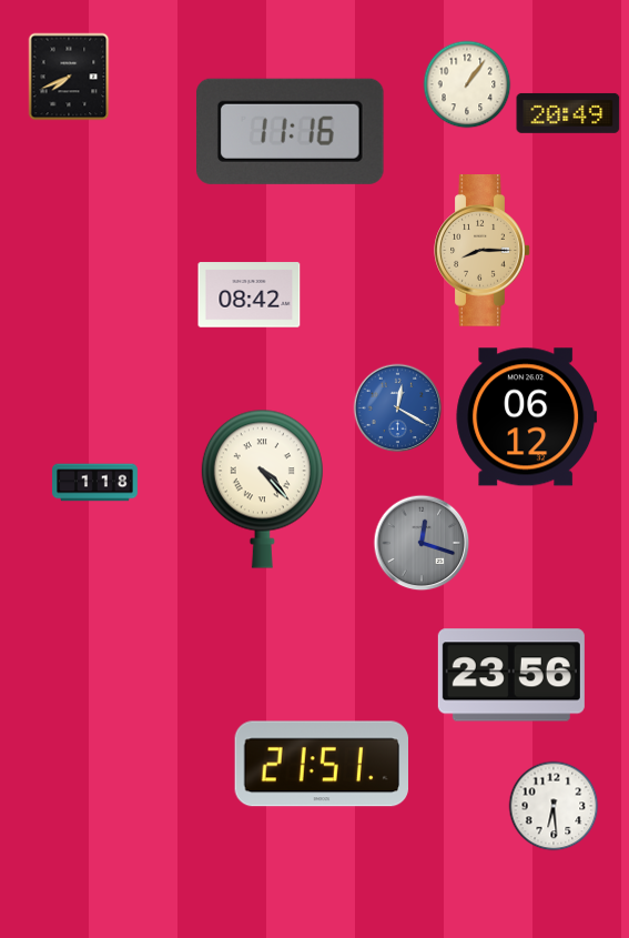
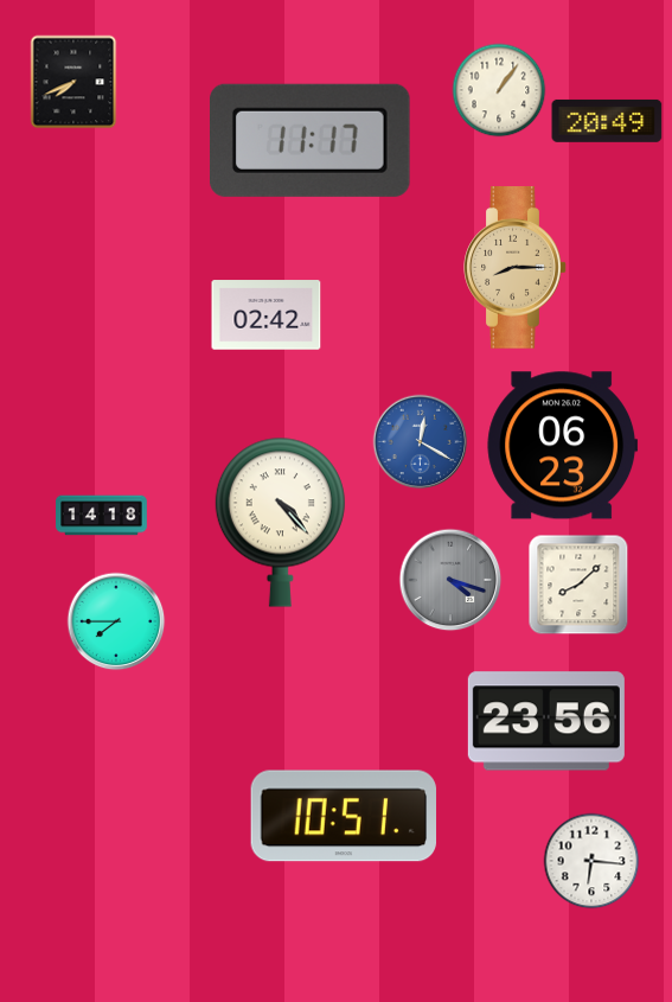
clock at (291, 131): 11:16 -> 11:17
clock at (250, 295): 08:42 -> 02:42
clock at (398, 409) position: (398, 409) -> (421, 442)
clock at (527, 417): 06:12 -> 06:23
clock at (95, 483): 1:18 -> 14:18
clock at (422, 543): 12:18 -> 4:18
clock at (578, 585): none -> 8:08
clock at (116, 621): none -> 7:45
clock at (322, 764): 21:51 -> 10:51
clock at (554, 806): 6:29 -> 6:16
